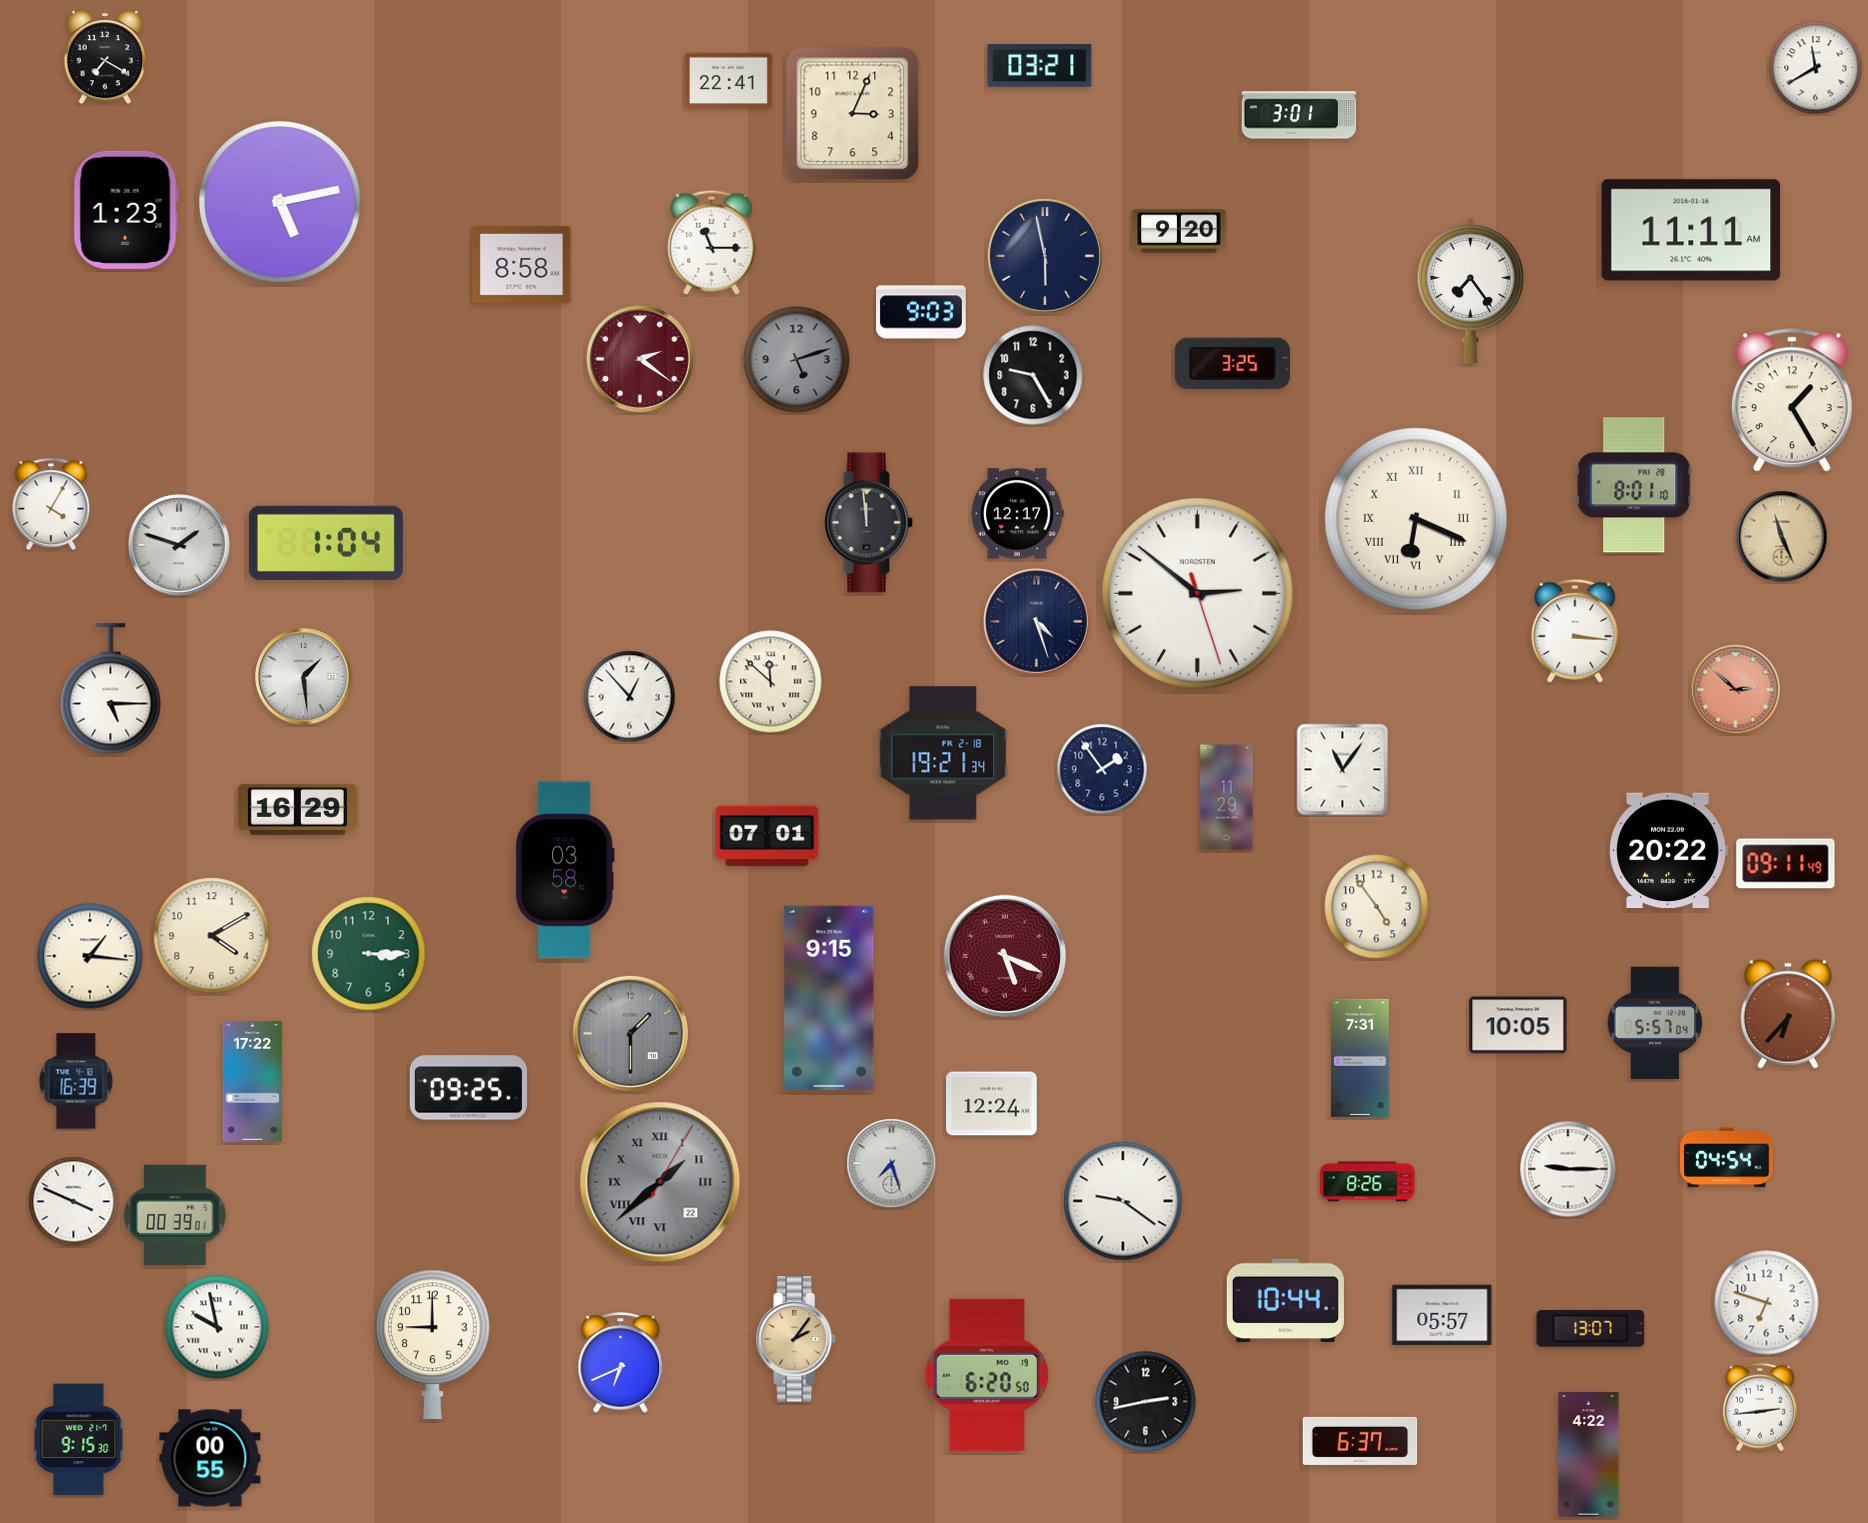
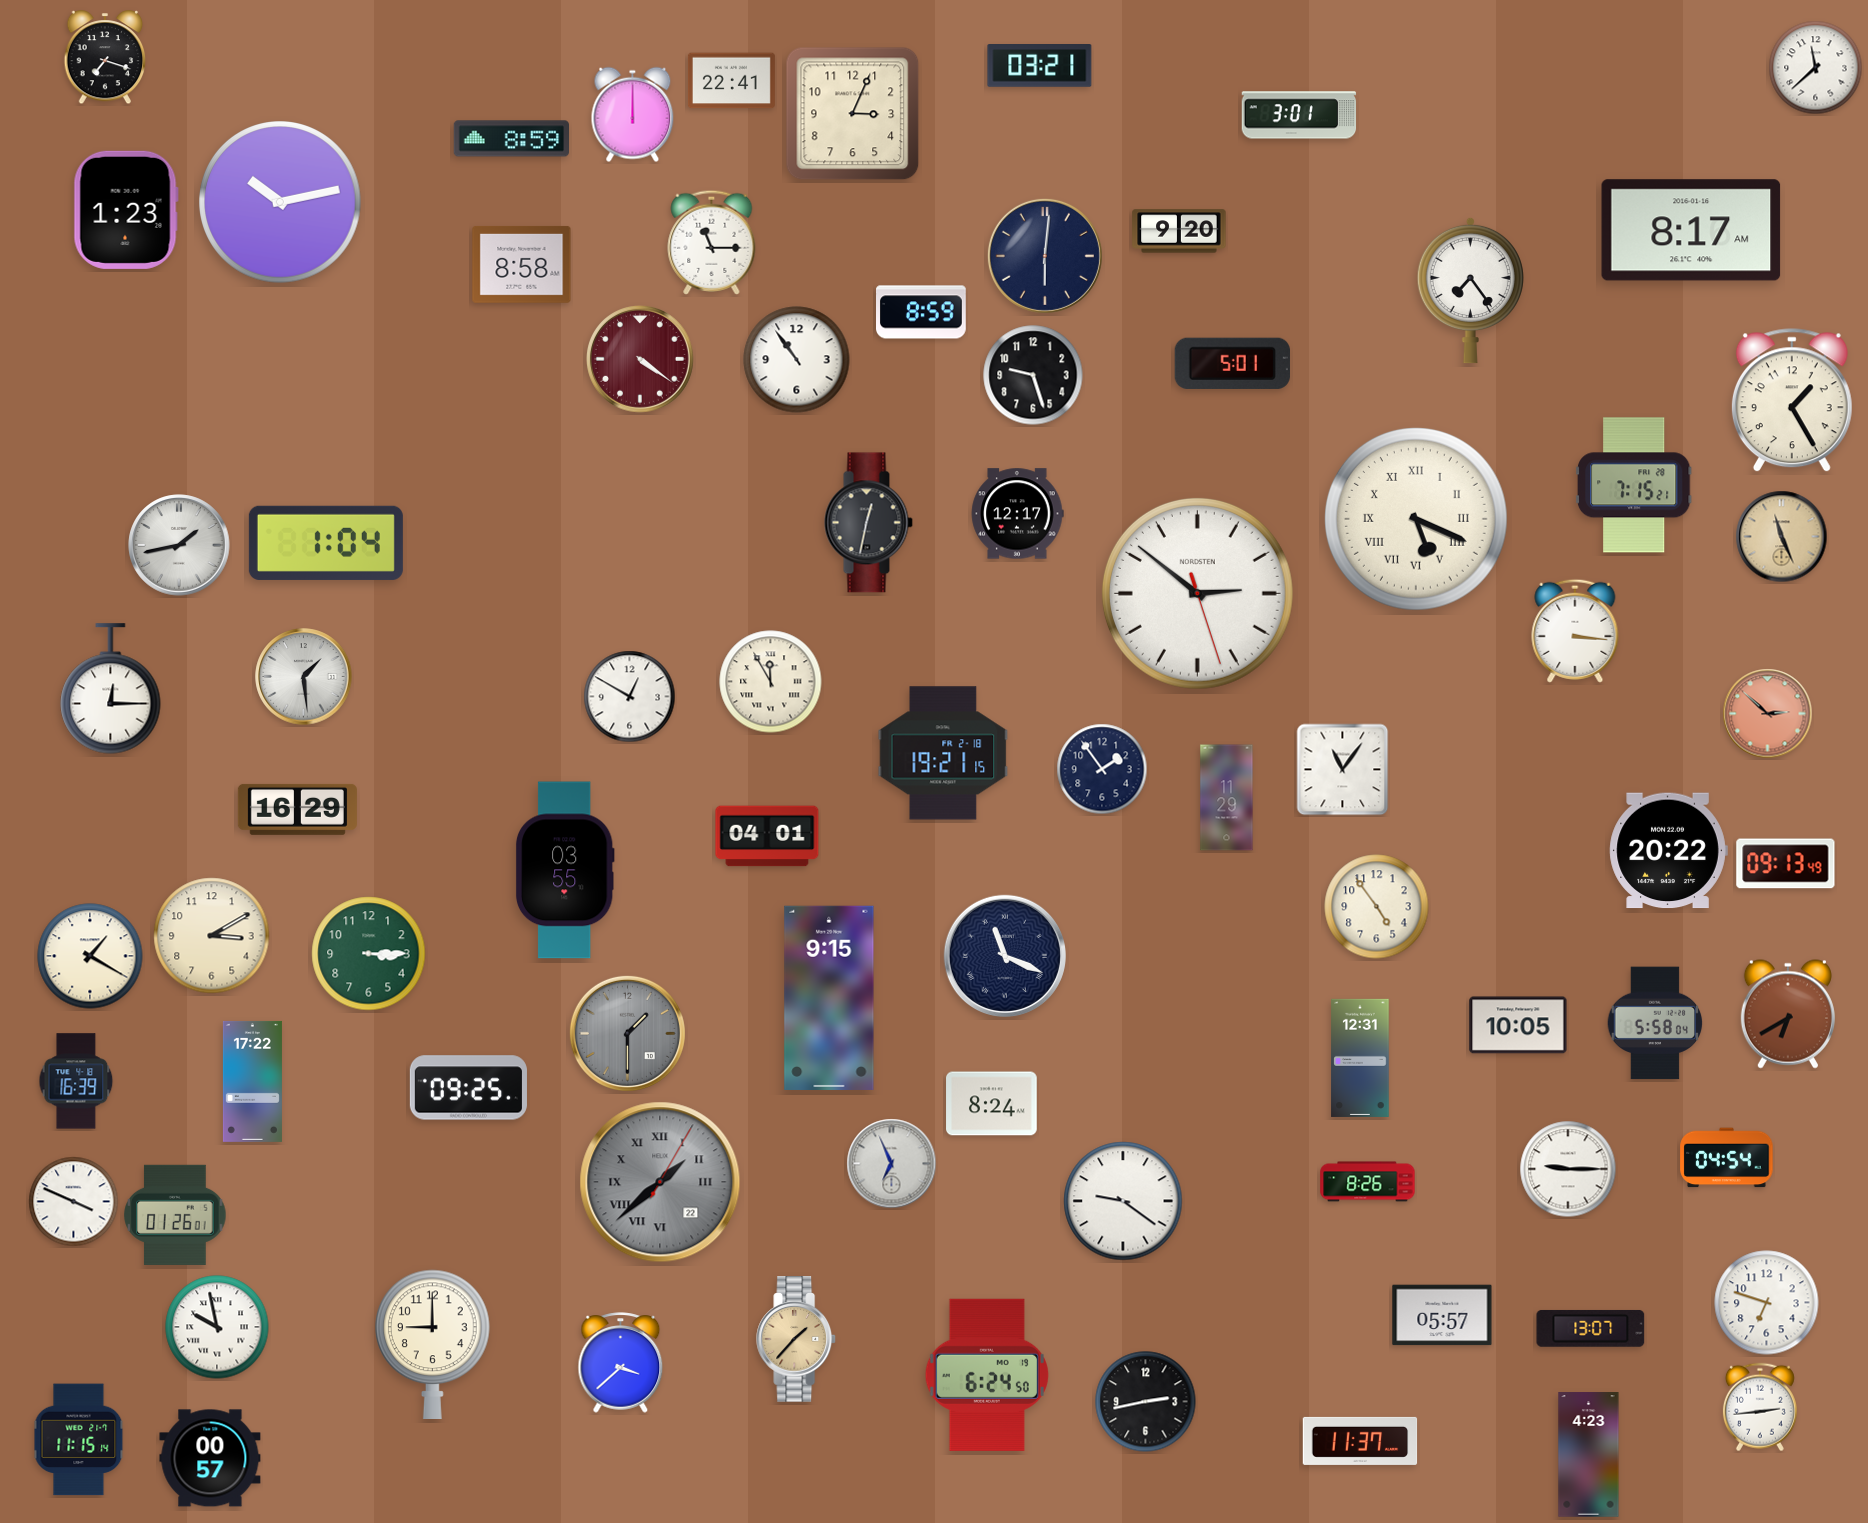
clock at (105, 58): 7:20 -> 7:18
clock at (1816, 68): 11:40 -> 11:38
clock at (728, 81) position: (728, 81) -> (731, 81)
clock at (633, 115): none -> 12:00
clock at (511, 139): none -> 8:59
clock at (281, 203): 5:13 -> 10:13
clock at (1691, 230): 11:11 -> 8:17
clock at (1045, 256): 5:58 -> 6:01
clock at (922, 312): 9:03 -> 8:59
clock at (640, 359): 2:21 -> 4:21
clock at (797, 360): 5:12 -> 10:54
clock at (797, 360) dial: grey -> white
clock at (1232, 363): 3:25 -> 5:01
clock at (1033, 375): 9:25 -> 9:27
clock at (1634, 485): 8:01 -> 7:15
clock at (51, 503): 4:05 -> none
clock at (1416, 519): 6:19 -> 5:19
clock at (868, 523): 11:59 -> 12:32
clock at (179, 545): 1:48 -> 1:43
clock at (1037, 622): 4:27 -> none
clock at (771, 682): 11:52 -> 11:55
clock at (111, 689): 5:15 -> 12:15
clock at (1736, 690) position: (1736, 690) -> (1768, 714)
clock at (630, 697): 12:53 -> 12:50
clock at (943, 753): 19:21:34 -> 19:21:15
clock at (767, 836): 07:01 -> 04:01
clock at (1786, 864): 09:11 -> 09:13
clock at (565, 870): 03:58 -> 03:55
clock at (212, 936): 4:10 -> 3:10
clock at (90, 956): 1:16 -> 1:20
clock at (1005, 956): 5:19 -> 11:19
clock at (1005, 956) dial: burgundy -> navy
clock at (1788, 1014): 6:37 -> 6:40
clock at (1655, 1023): 5:57 -> 5:58
clock at (630, 1033) position: (630, 1033) -> (627, 1033)
clock at (1360, 1058): 7:31 -> 12:31
clock at (992, 1104): 12:24 -> 8:24
clock at (892, 1164): 7:27 -> 6:56
clock at (175, 1215): 00:39 -> 01:26
clock at (1285, 1301): 10:44 -> none
clock at (797, 1339): 2:06 -> 1:37
clock at (621, 1363): 6:41 -> 3:38
clock at (987, 1375): 6:20 -> 6:24
clock at (79, 1440): 9:15 -> 11:15
clock at (1360, 1441): 6:37 -> 11:37
clock at (1589, 1455): 4:22 -> 4:23
clock at (210, 1458): 00:55 -> 00:57
